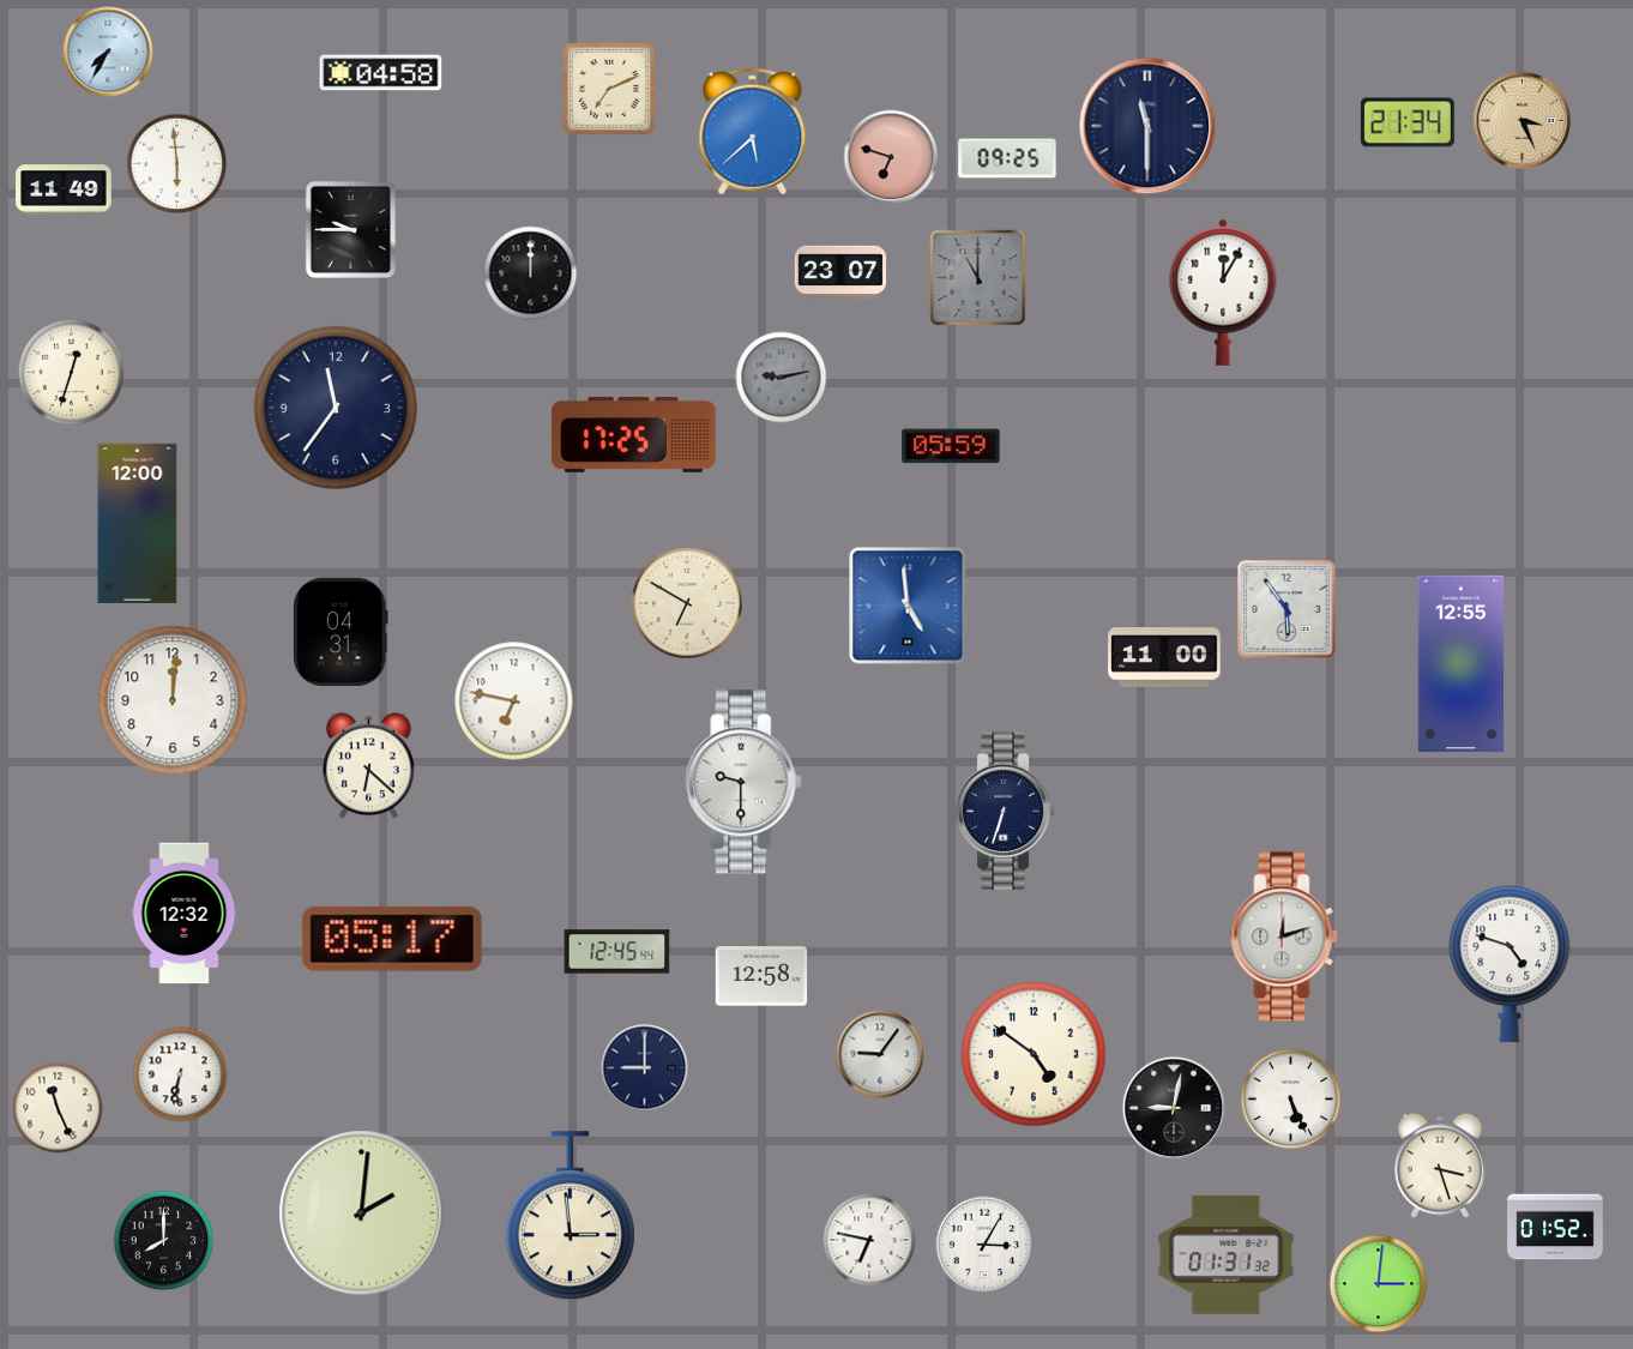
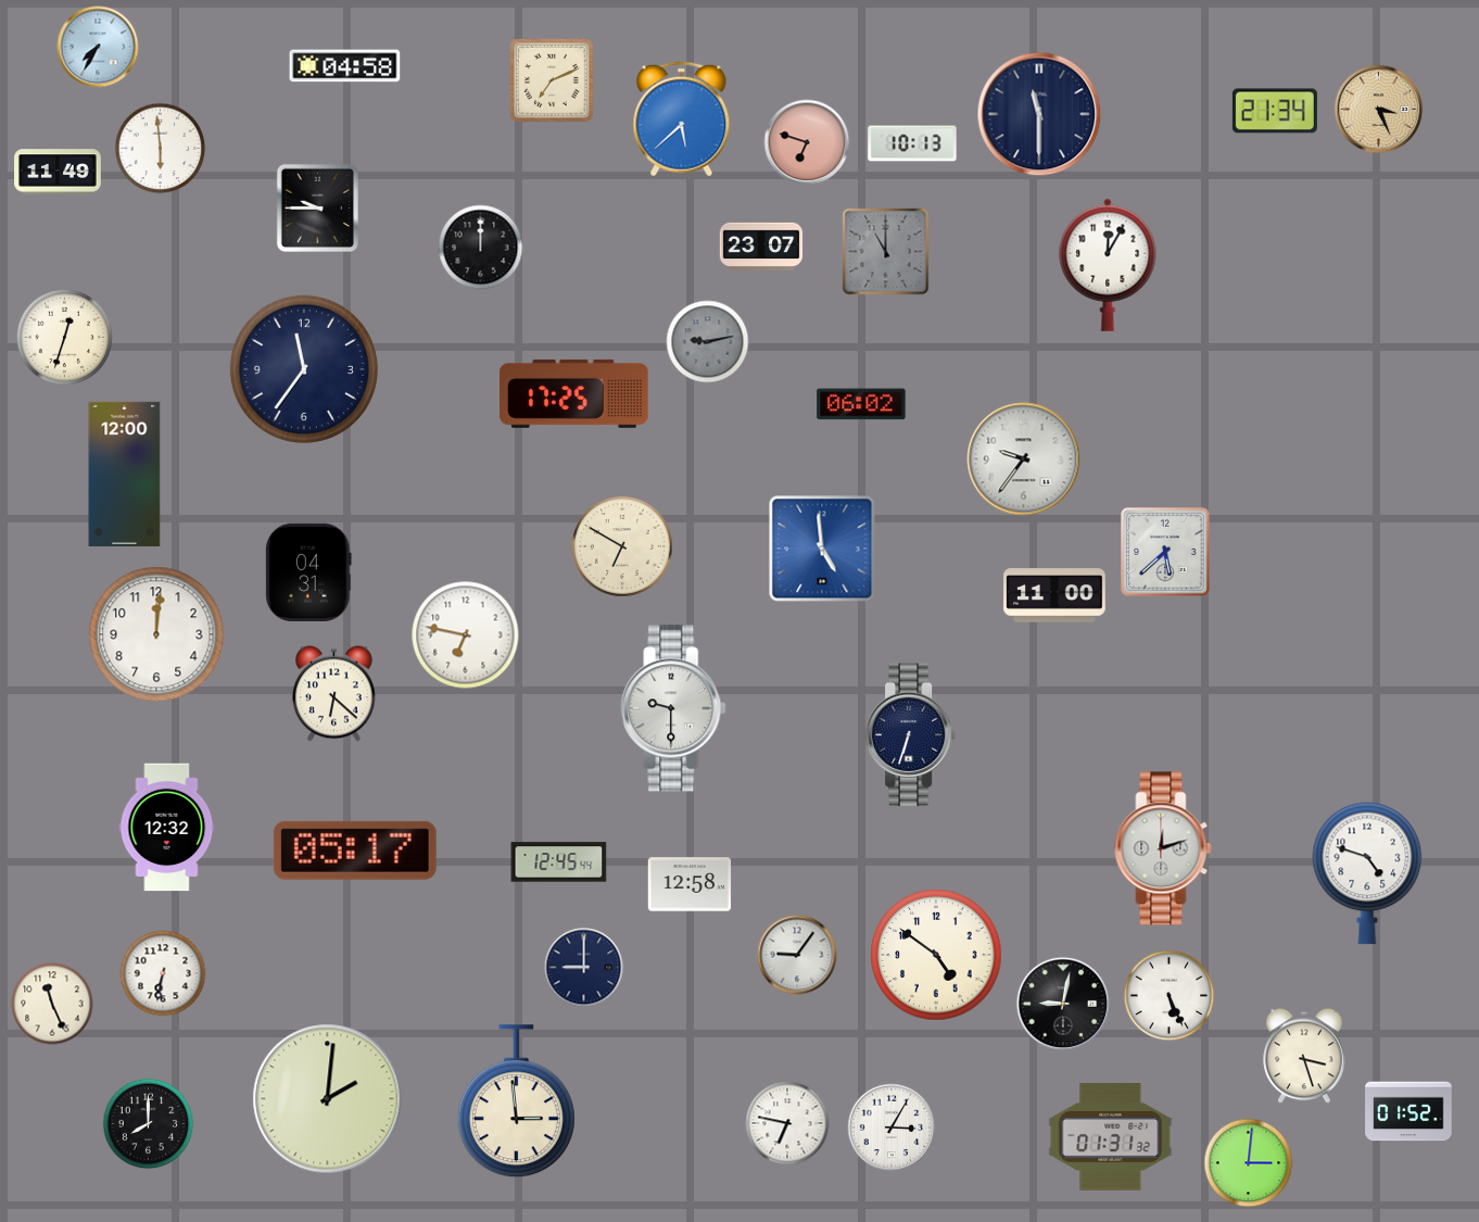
clock at (1007, 158): 09:25 -> 10:13
clock at (951, 446): 05:59 -> 06:02
clock at (1024, 459): none -> 9:36
clock at (1286, 609): 5:54 -> 5:38
clock at (1460, 663): 12:55 -> none
